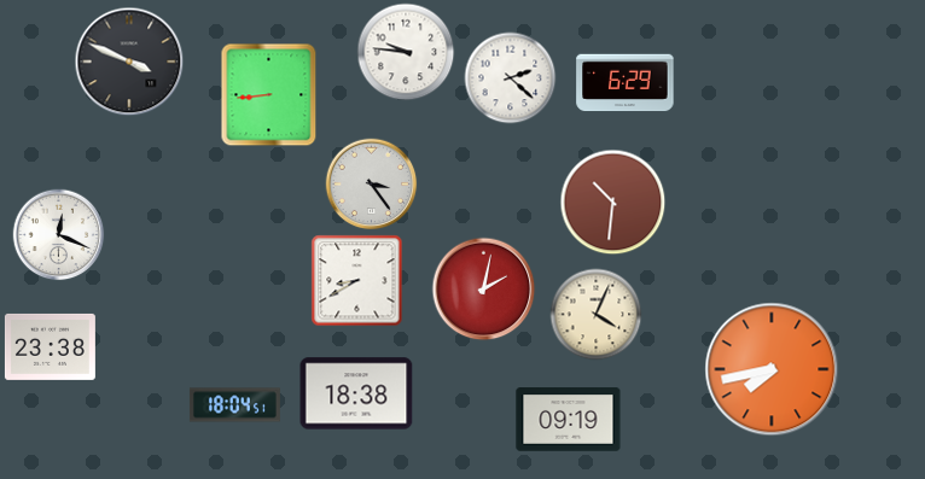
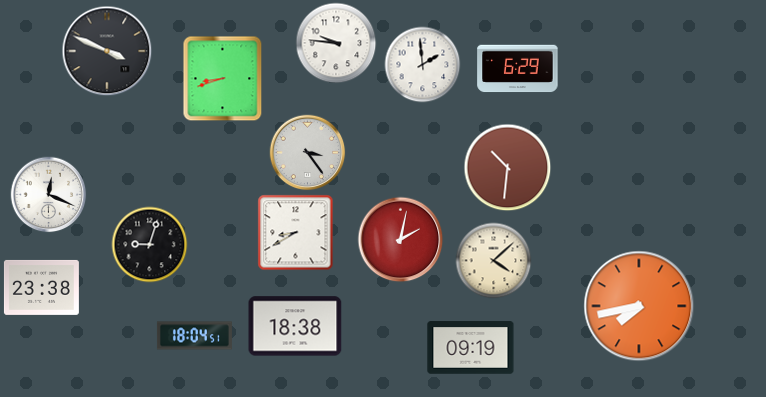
clock at (511, 78): 2:22 -> 1:59
clock at (269, 95): 8:44 -> 8:42
clock at (150, 245): none -> 9:03
clock at (597, 315): 4:04 -> 4:08
